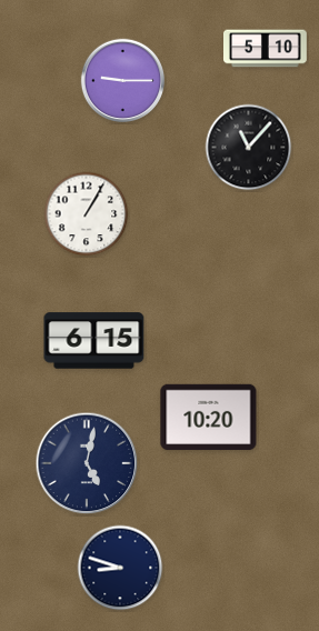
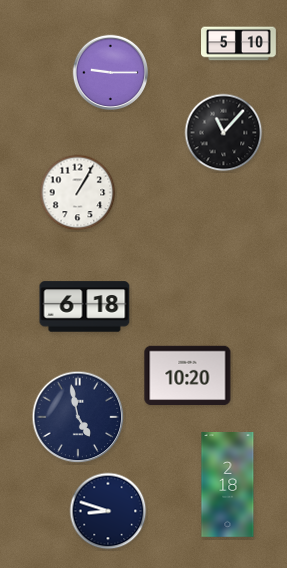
clock at (94, 341): 6:15 -> 6:18
clock at (87, 463): 5:02 -> 4:58
clock at (228, 485): none -> 2:18
